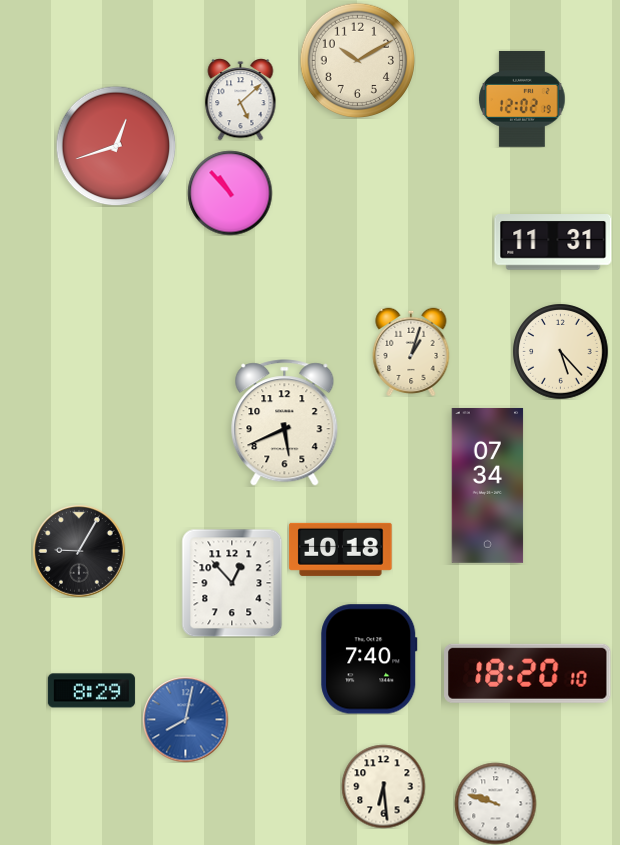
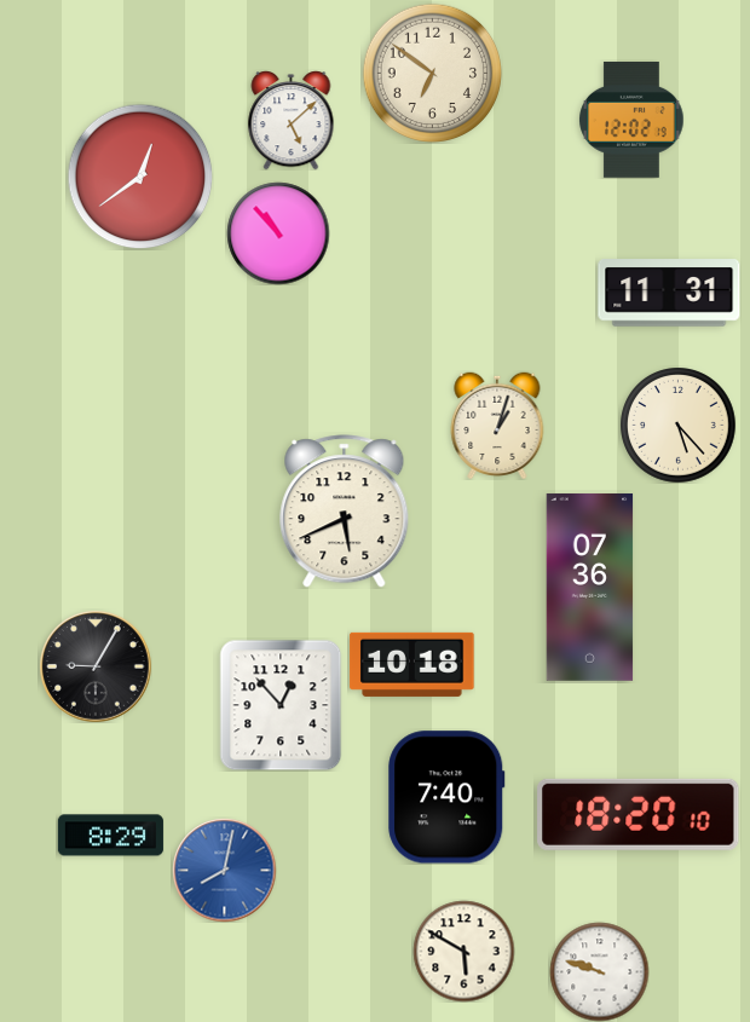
clock at (357, 60): 10:10 -> 6:51
clock at (116, 146): 12:42 -> 12:39
clock at (488, 485): 07:34 -> 07:36
clock at (383, 786): 6:29 -> 5:50
